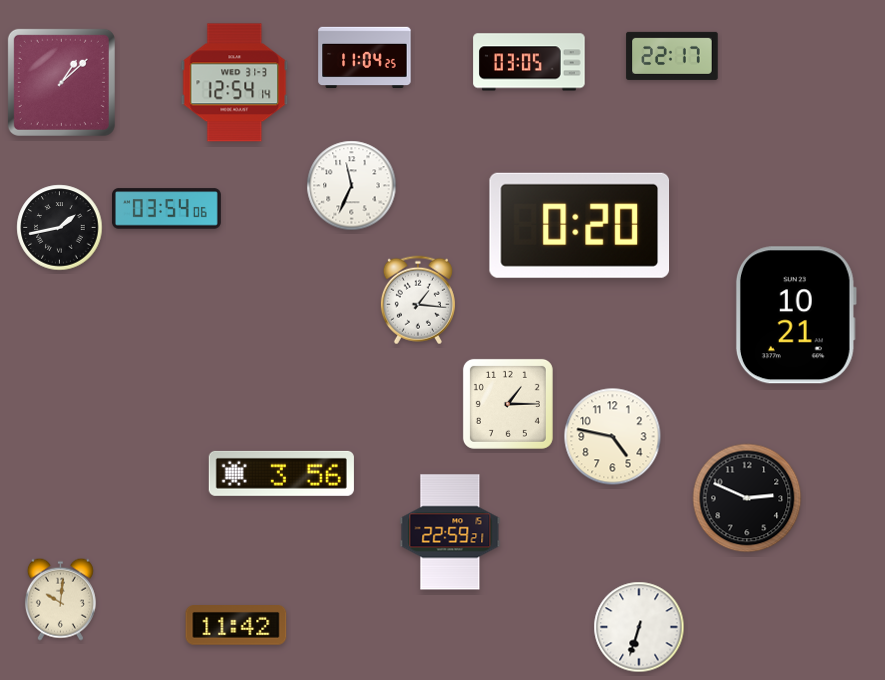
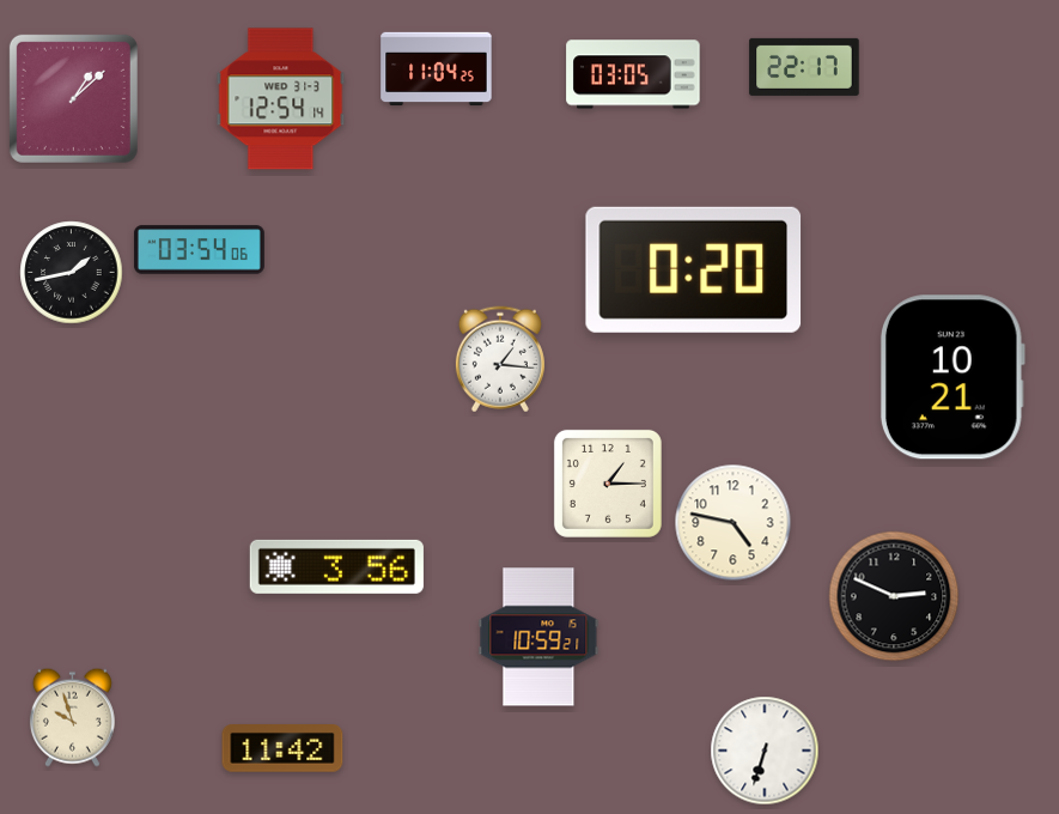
clock at (352, 186): 11:34 -> none
clock at (450, 532): 22:59 -> 10:59
clock at (60, 599): 10:01 -> 9:57
